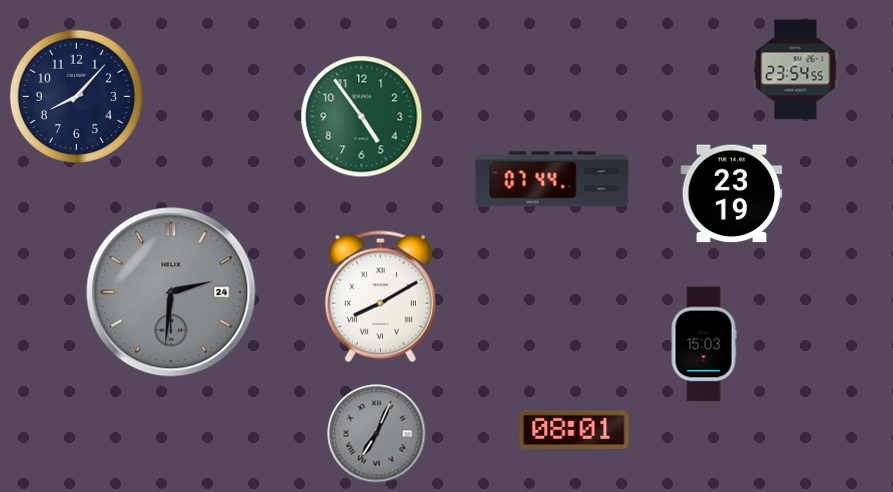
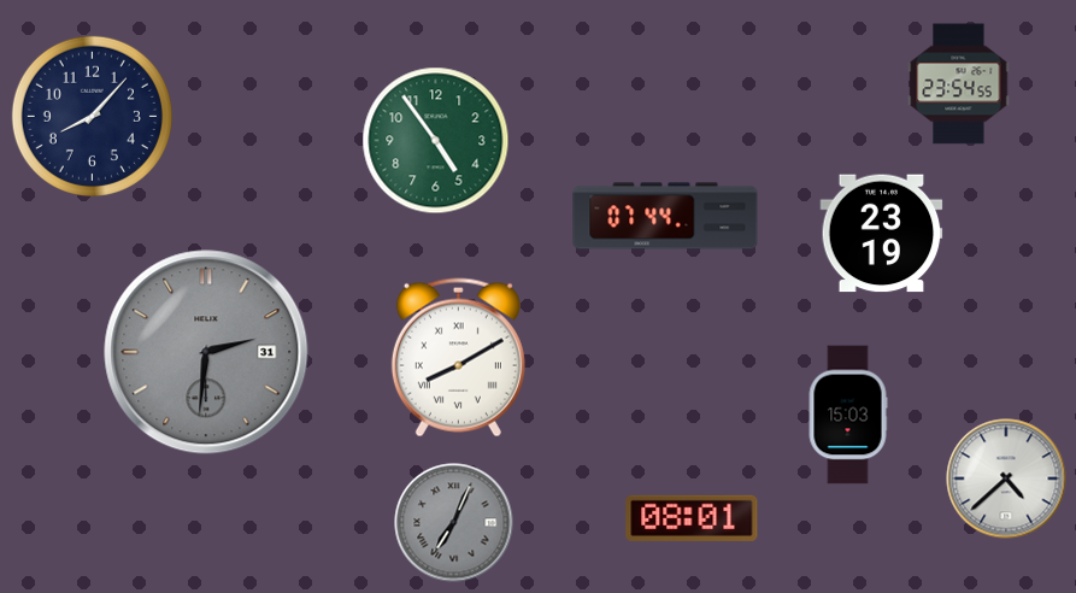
clock at (171, 292) date: 24 -> 31
clock at (1006, 478): none -> 4:38
